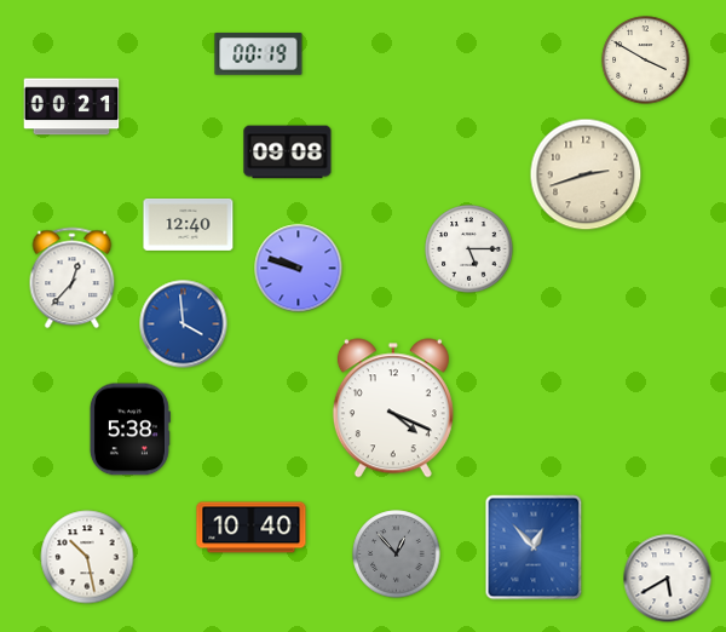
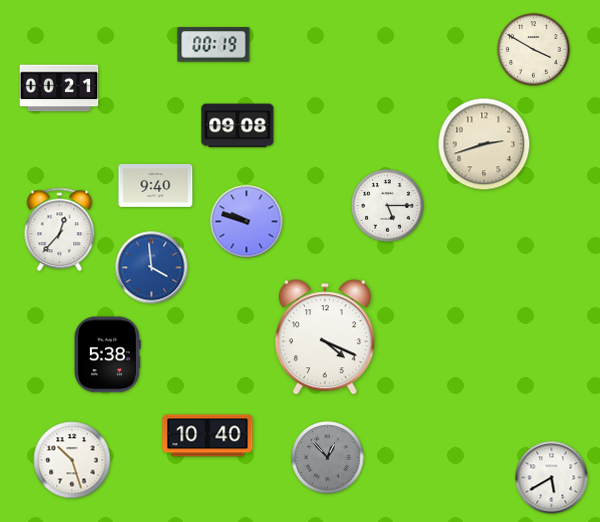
clock at (189, 224): 12:40 -> 9:40
clock at (534, 547): 12:53 -> none
clock at (87, 557): 10:28 -> 10:27
